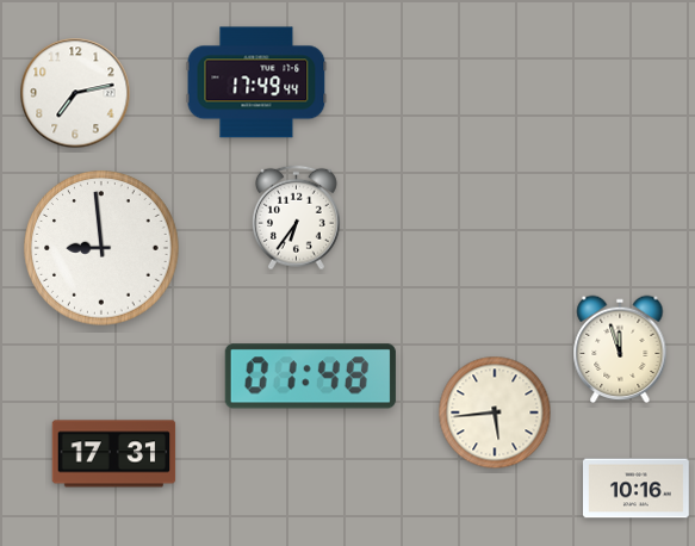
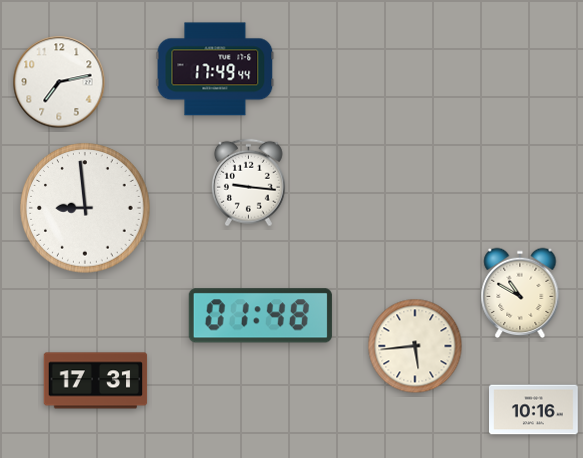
clock at (75, 93) position: (75, 93) -> (59, 82)
clock at (296, 218): 6:36 -> 9:16
clock at (620, 349): 11:57 -> 10:50
